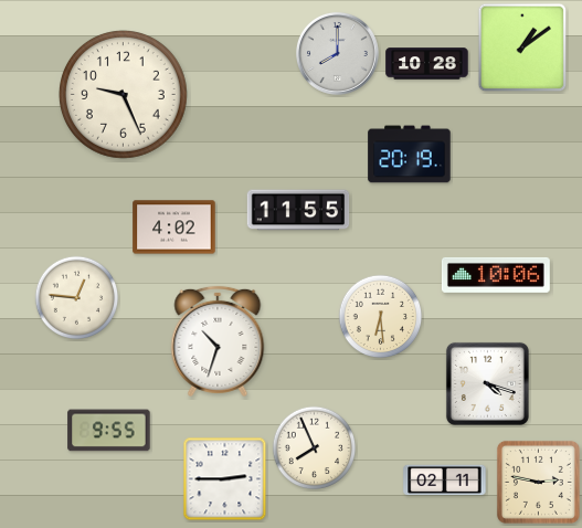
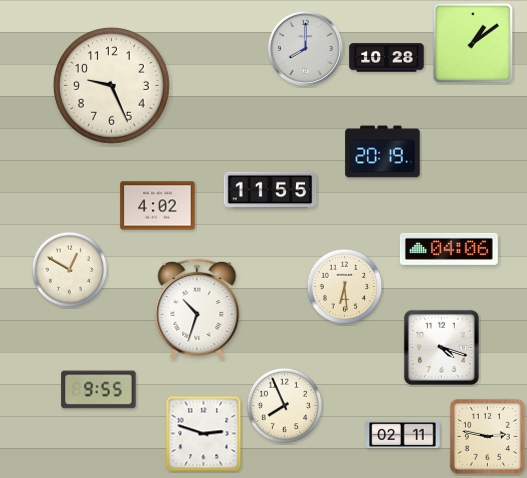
clock at (410, 155) position: (410, 155) -> (383, 152)
clock at (496, 275): 10:06 -> 04:06
clock at (77, 298): 12:46 -> 12:50
clock at (225, 479): 2:45 -> 2:48
